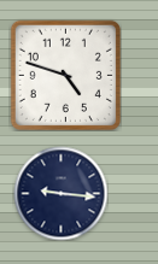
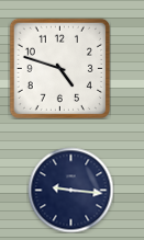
clock at (60, 193) position: (60, 193) -> (70, 190)
